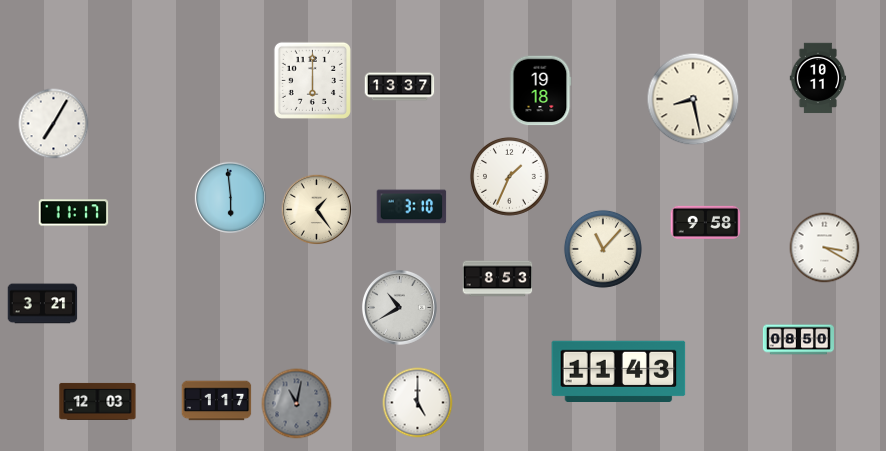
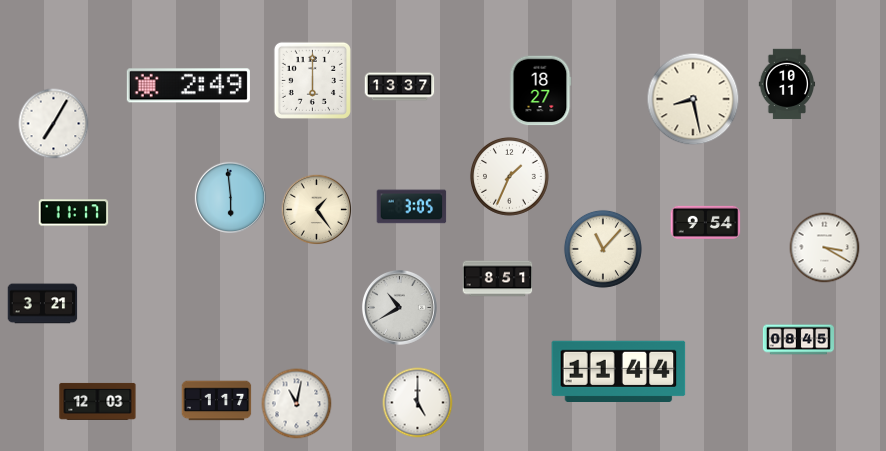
clock at (818, 78) position: (818, 78) -> (787, 84)
clock at (188, 86): none -> 2:49
clock at (540, 91): 19:18 -> 18:27
clock at (412, 207): 3:10 -> 3:05
clock at (706, 222): 9:58 -> 9:54
clock at (498, 279): 8:53 -> 8:51
clock at (798, 340): 08:50 -> 08:45
clock at (619, 371): 11:43 -> 11:44
clock at (297, 404) dial: grey -> white
